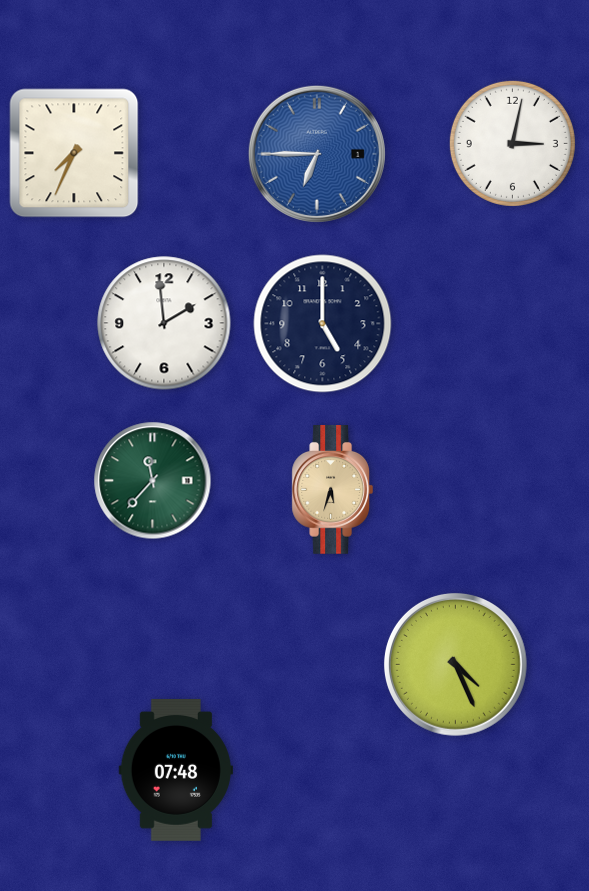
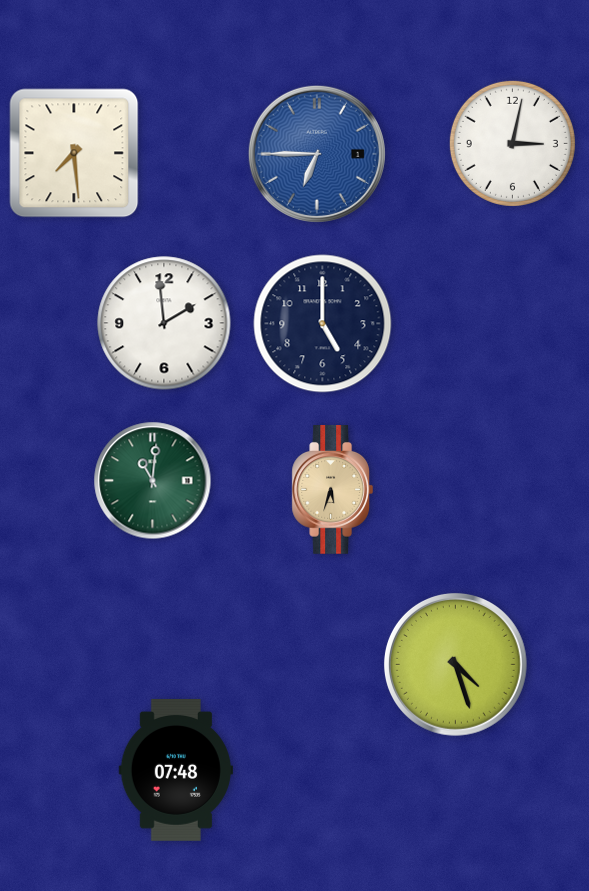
clock at (74, 153): 7:34 -> 7:29
clock at (153, 481): 11:37 -> 11:01
clock at (455, 664): 4:26 -> 4:27
